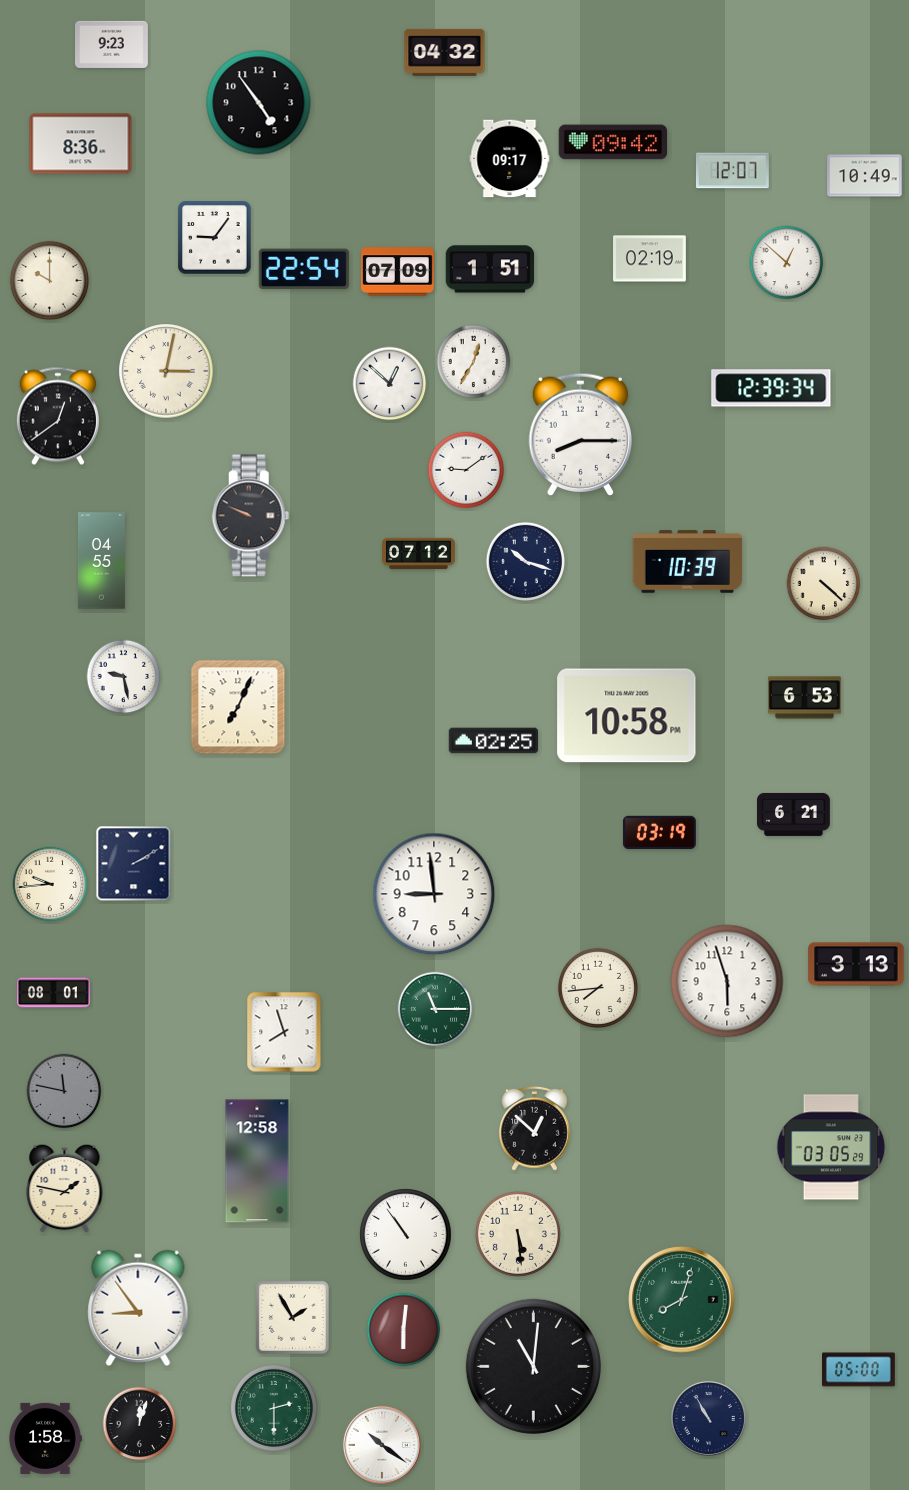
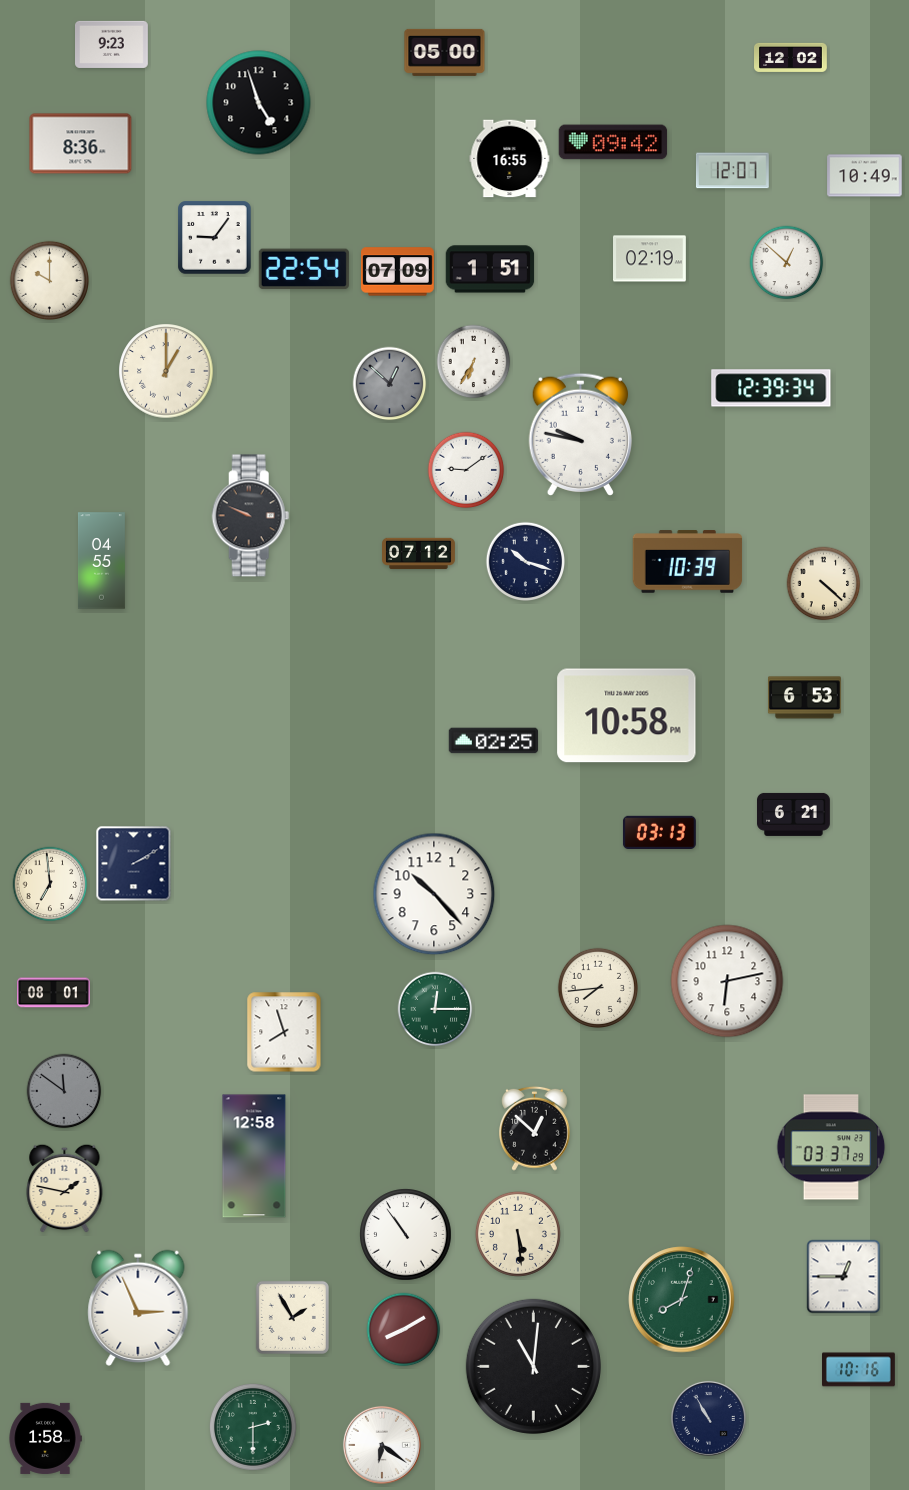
clock at (445, 52): 04:32 -> 05:00
clock at (791, 57): none -> 12:02
clock at (259, 103): 4:54 -> 4:57
clock at (510, 159): 09:17 -> 16:55
clock at (474, 362): 12:35 -> 6:35
clock at (166, 371): 3:02 -> 1:00
clock at (390, 384) dial: white -> grey
clock at (58, 416): 12:39 -> none
clock at (580, 434): 8:15 -> 9:47
clock at (124, 677): 9:28 -> none
clock at (238, 707): 7:04 -> none
clock at (659, 832): 03:19 -> 03:13
clock at (50, 884): 9:44 -> 6:59
clock at (434, 894): 8:59 -> 10:23
clock at (856, 964): 3:13 -> none
clock at (727, 981): 5:57 -> 6:13
clock at (435, 1009): 11:15 -> 12:15
clock at (64, 1091): 11:47 -> 11:51
clock at (831, 1147): 03:05 -> 03:37
clock at (257, 1161) position: (257, 1161) -> (254, 1156)
clock at (844, 1277): none -> 12:45
clock at (138, 1308): 8:54 -> 2:56
clock at (404, 1330): 6:01 -> 8:10
clock at (859, 1370): 05:00 -> 10:16
clock at (274, 1408) position: (274, 1408) -> (253, 1427)
clock at (140, 1424): 12:03 -> none
clock at (382, 1445): 10:21 -> 6:21
